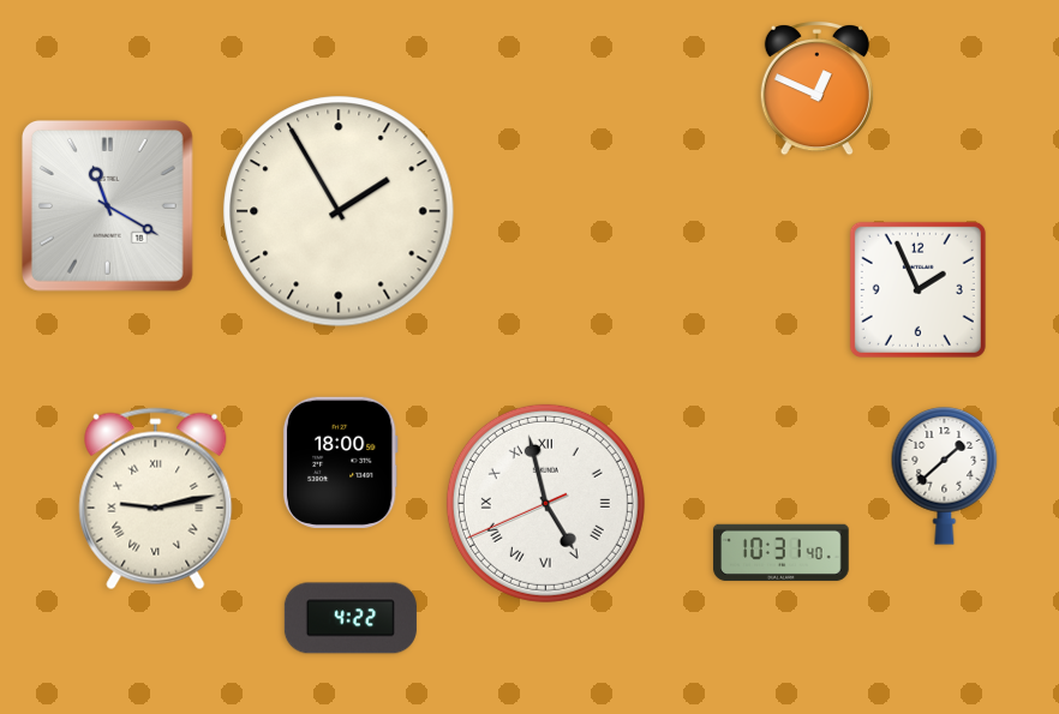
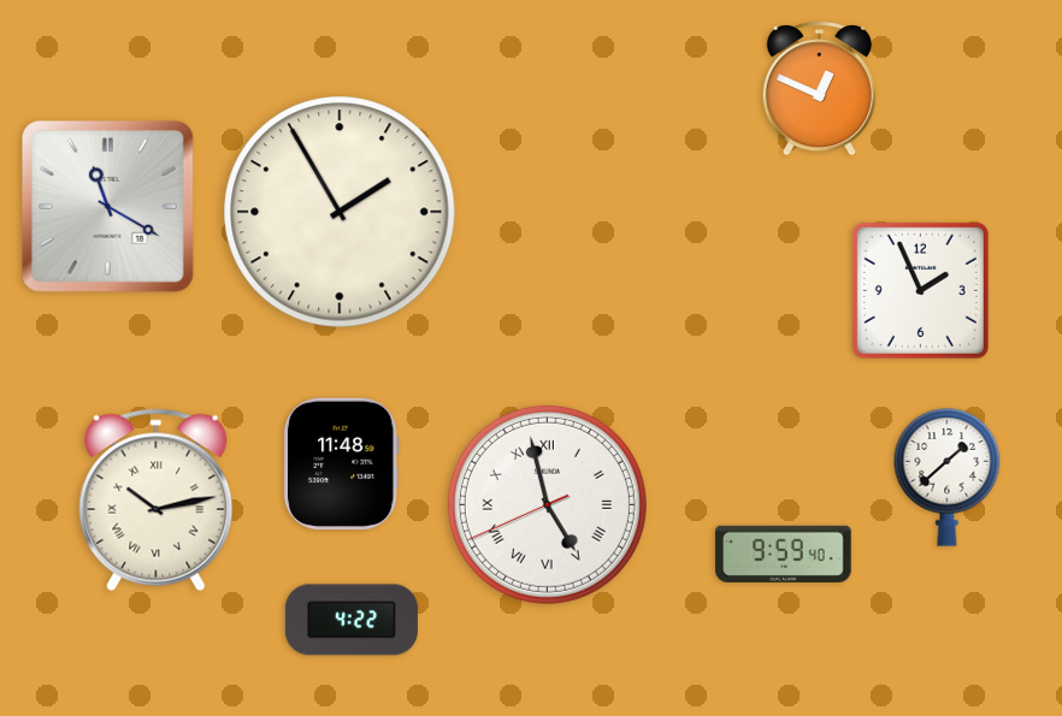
clock at (340, 462): 18:00 -> 11:48
clock at (156, 499): 9:13 -> 10:13
clock at (782, 552): 10:31 -> 9:59
